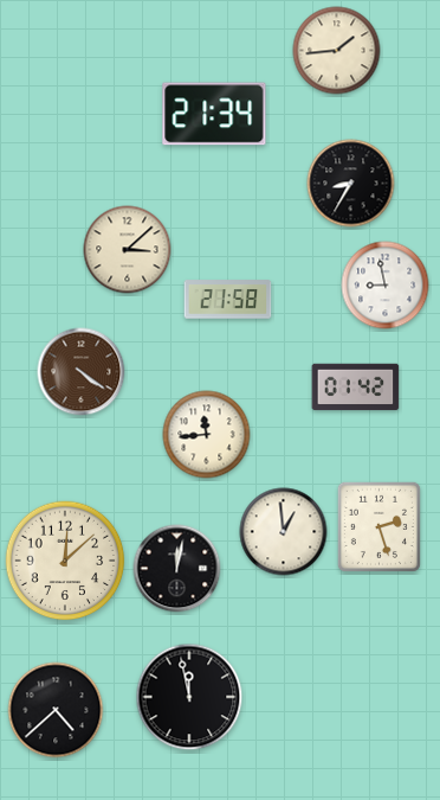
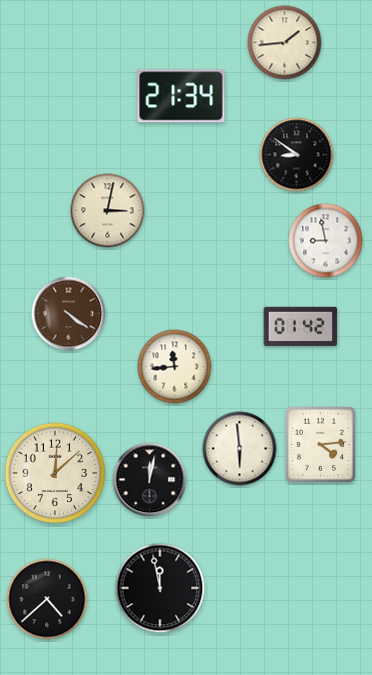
clock at (351, 184): 8:35 -> 8:51
clock at (128, 250): 3:08 -> 3:02
clock at (228, 300): 21:58 -> none
clock at (378, 526): 2:27 -> 4:14
clock at (284, 532): 12:59 -> 5:59
